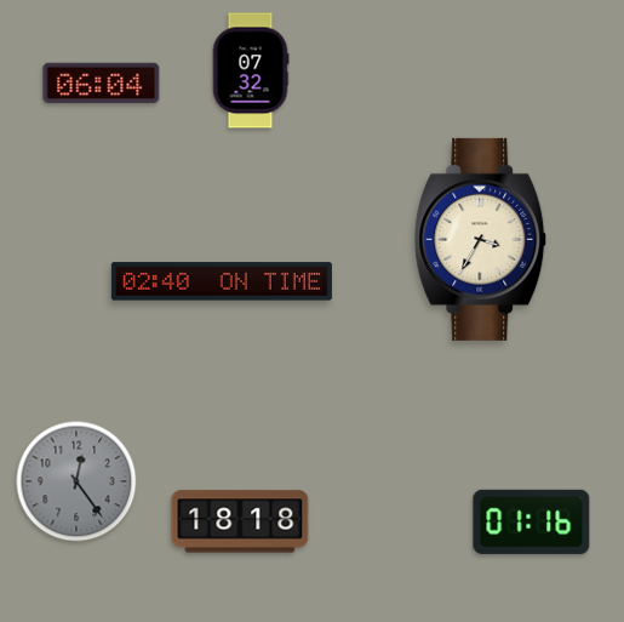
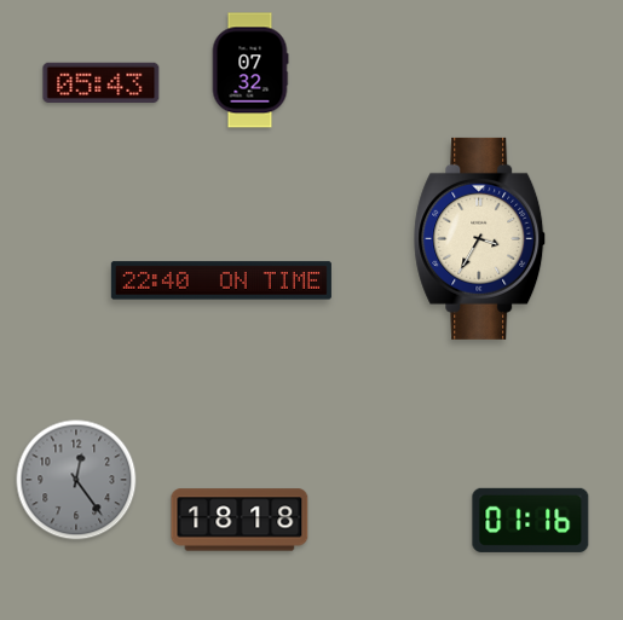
clock at (102, 82): 06:04 -> 05:43
clock at (222, 281): 02:40 -> 22:40
